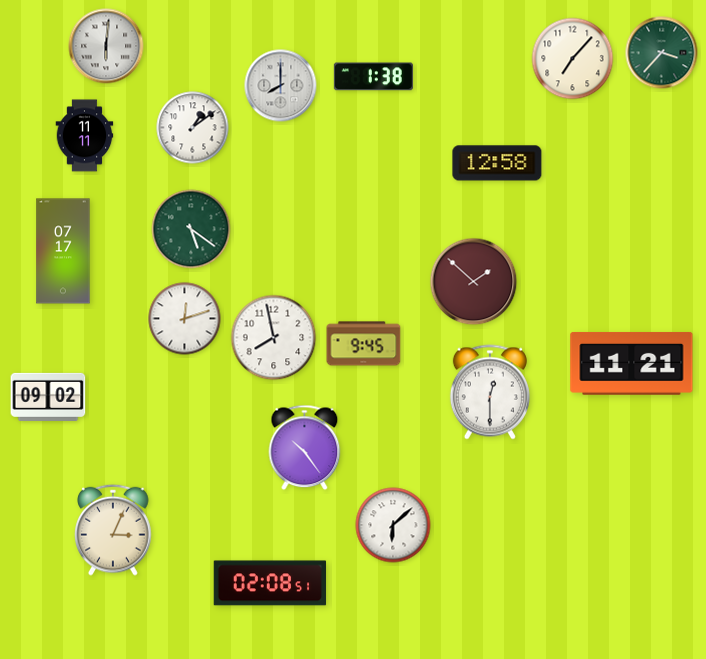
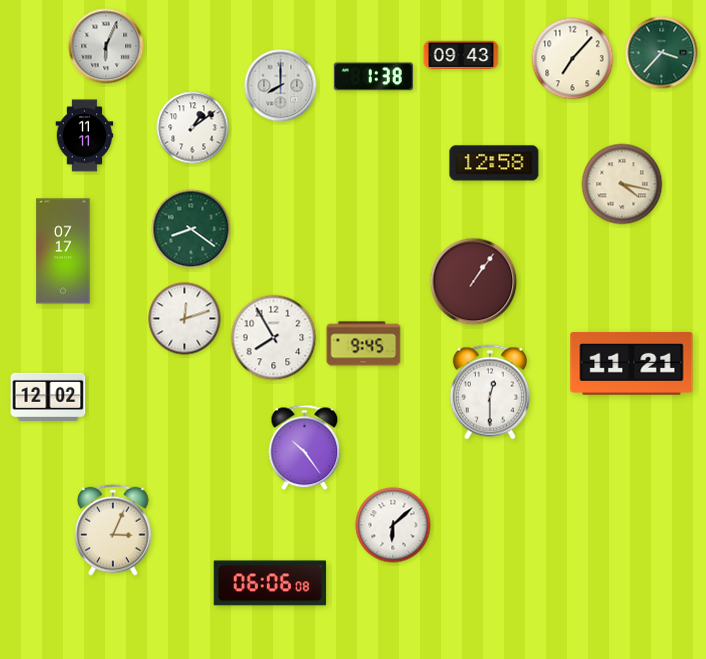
clock at (106, 46): 6:01 -> 6:04
clock at (461, 55): none -> 09:43
clock at (497, 163) position: (497, 163) -> (494, 163)
clock at (622, 184): none -> 4:17
clock at (191, 229): 5:21 -> 8:21
clock at (474, 282): 1:52 -> 1:06
clock at (274, 338): 7:58 -> 7:55
clock at (48, 397): 09:02 -> 12:02
clock at (270, 583): 02:08 -> 06:06
